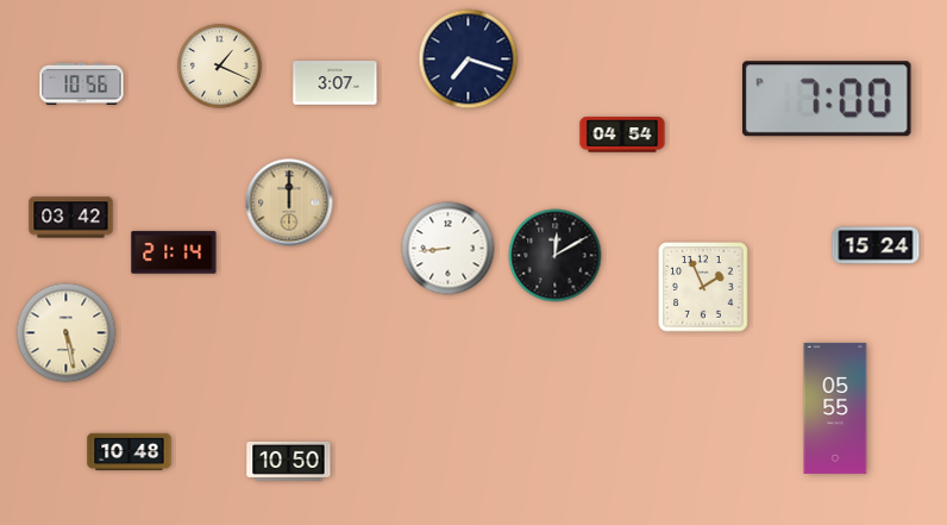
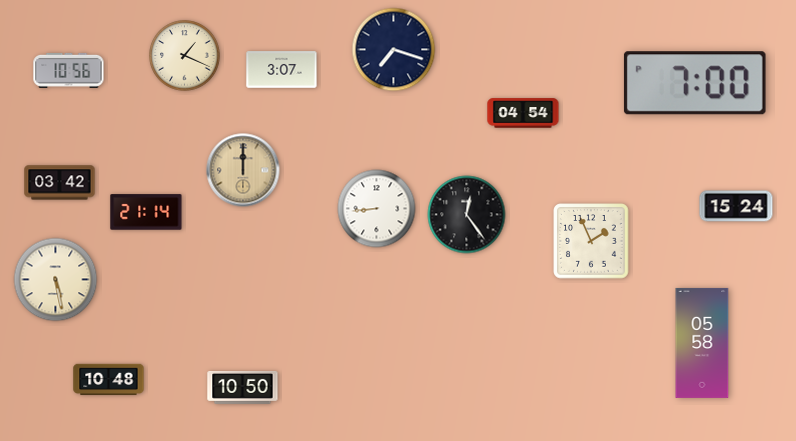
clock at (556, 256): 12:10 -> 12:24
clock at (835, 408): 05:55 -> 05:58
